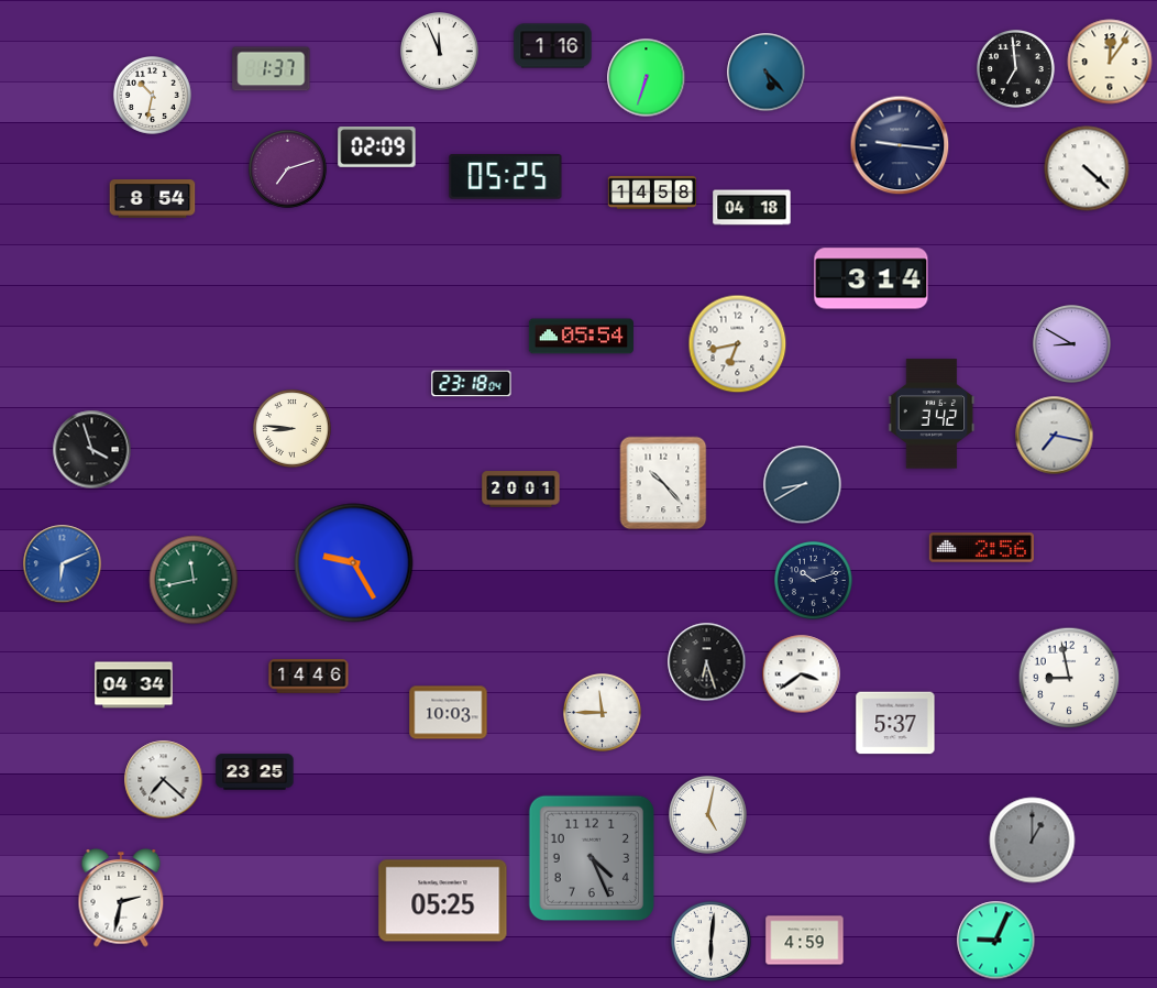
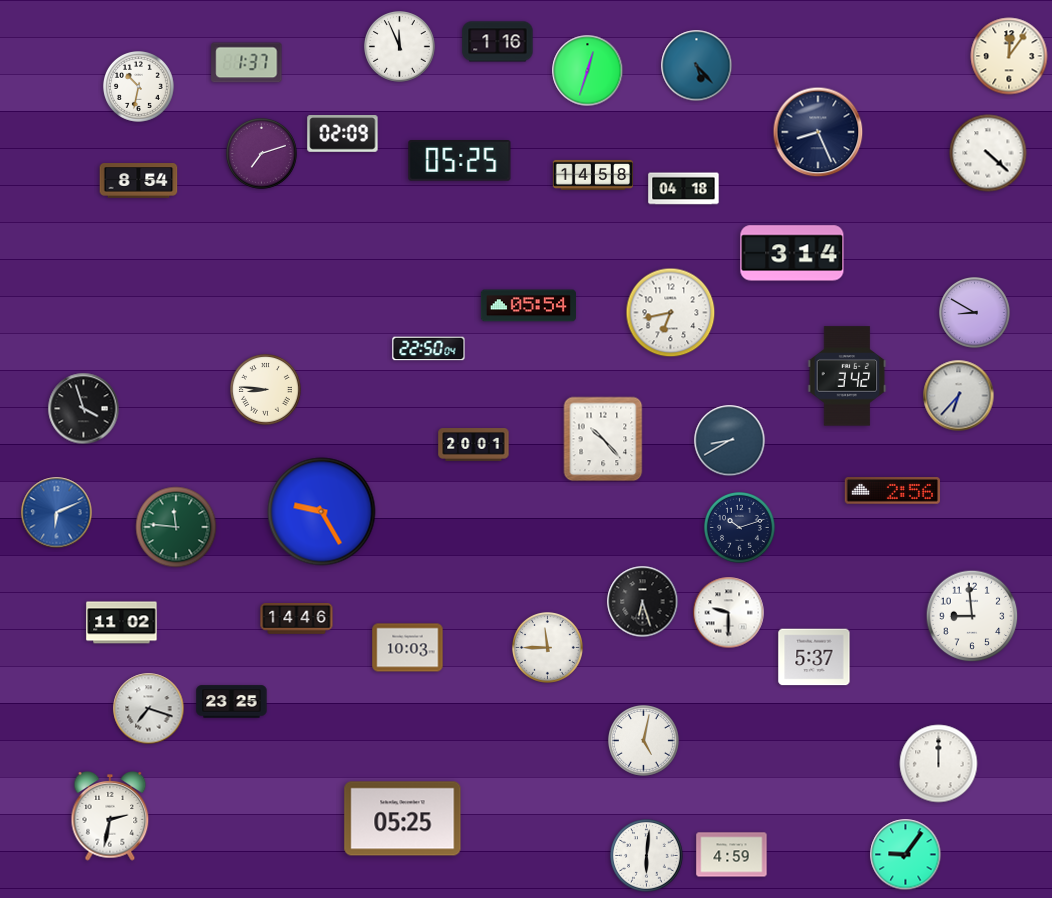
clock at (553, 46) position: (553, 46) -> (498, 42)
clock at (1016, 69): 6:59 -> none
clock at (647, 78): 6:33 -> 12:33
clock at (900, 145): 9:16 -> 8:26
clock at (472, 384): 23:18 -> 22:50
clock at (1055, 436): 7:17 -> 6:37
clock at (981, 548) position: (981, 548) -> (892, 491)
clock at (194, 580): 11:43 -> 11:46
clock at (802, 674): 3:39 -> 9:30
clock at (309, 677) position: (309, 677) -> (297, 619)
clock at (1069, 678): 8:58 -> 8:59
clock at (134, 685): 04:34 -> 11:02
clock at (164, 780): 7:22 -> 7:18
clock at (1033, 841): 1:00 -> 12:00
clock at (1033, 841) dial: grey -> white
clock at (592, 858): 4:26 -> none
clock at (996, 941): 9:04 -> 9:06
